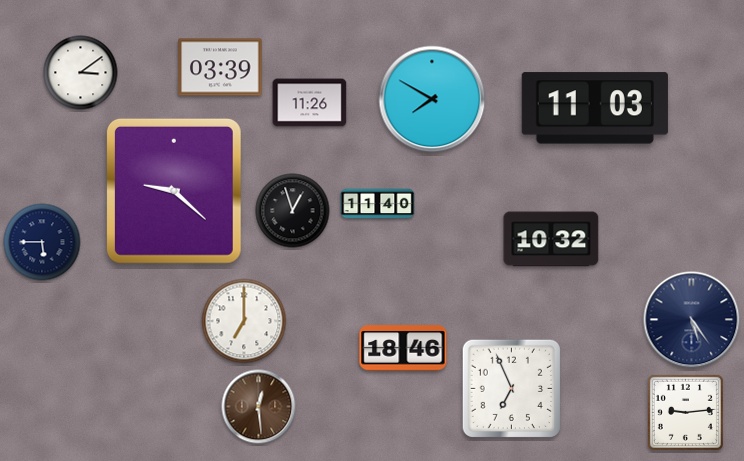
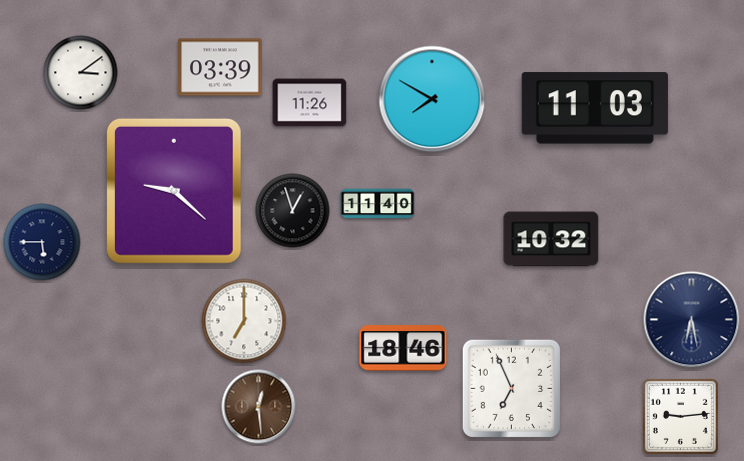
clock at (692, 320): 5:24 -> 6:28
clock at (685, 412) position: (685, 412) -> (680, 416)
